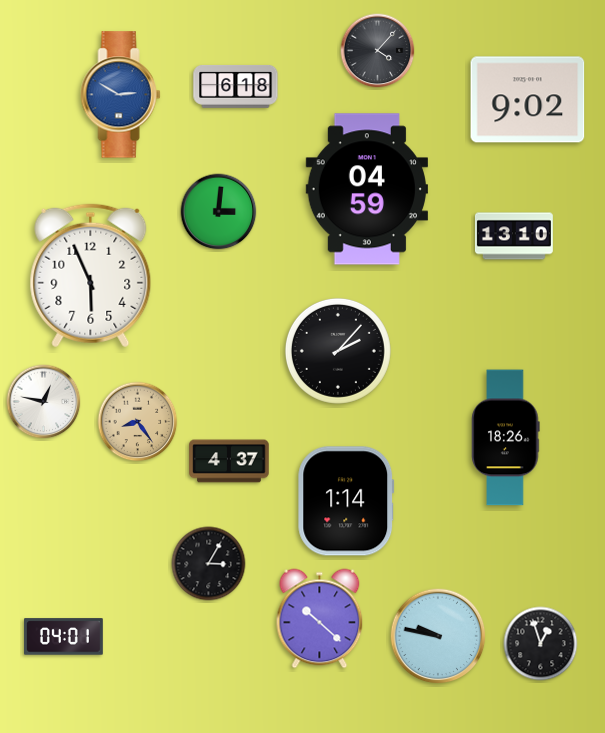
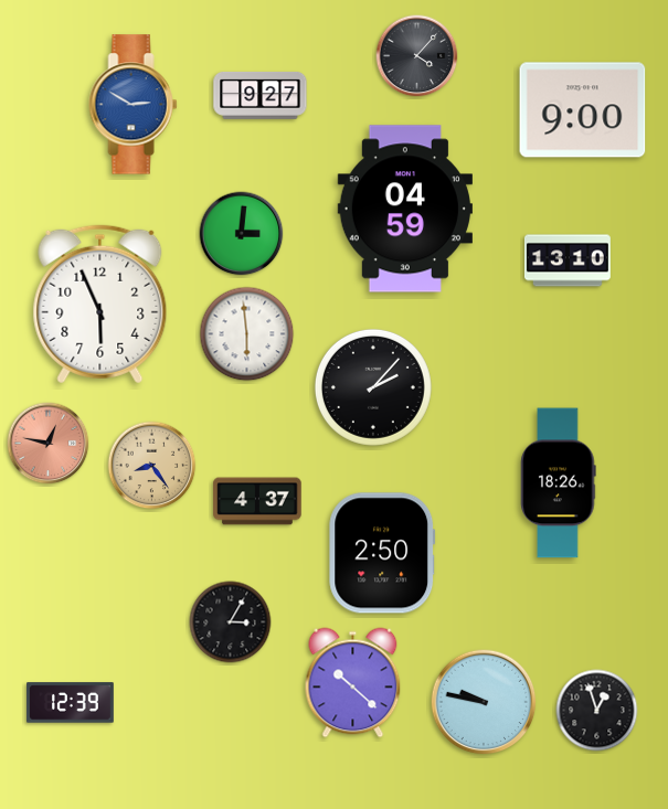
clock at (236, 87): 6:18 -> 9:27
clock at (528, 100): 9:02 -> 9:00
clock at (247, 334): none -> 5:59
clock at (44, 402) dial: white -> salmon
clock at (229, 461) position: (229, 461) -> (257, 501)
clock at (346, 501): 1:14 -> 2:50
clock at (64, 637): 04:01 -> 12:39
